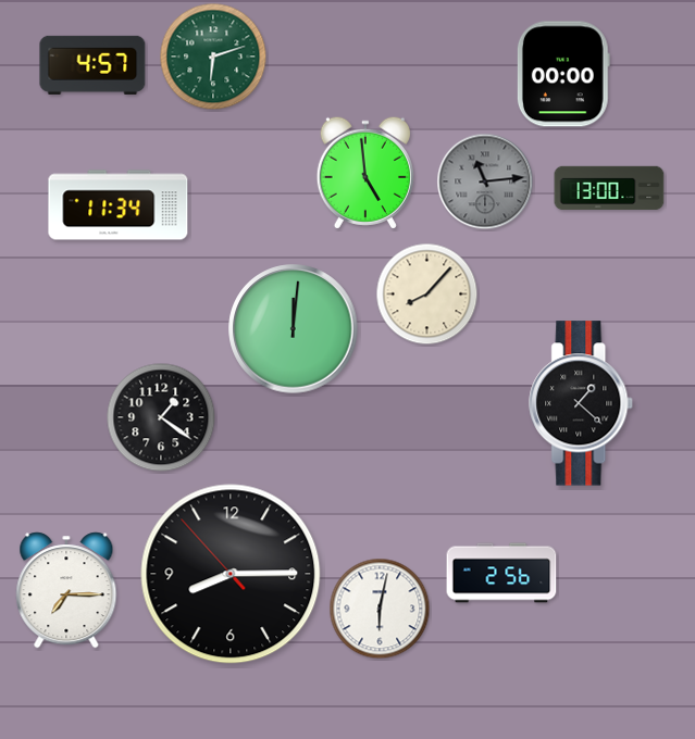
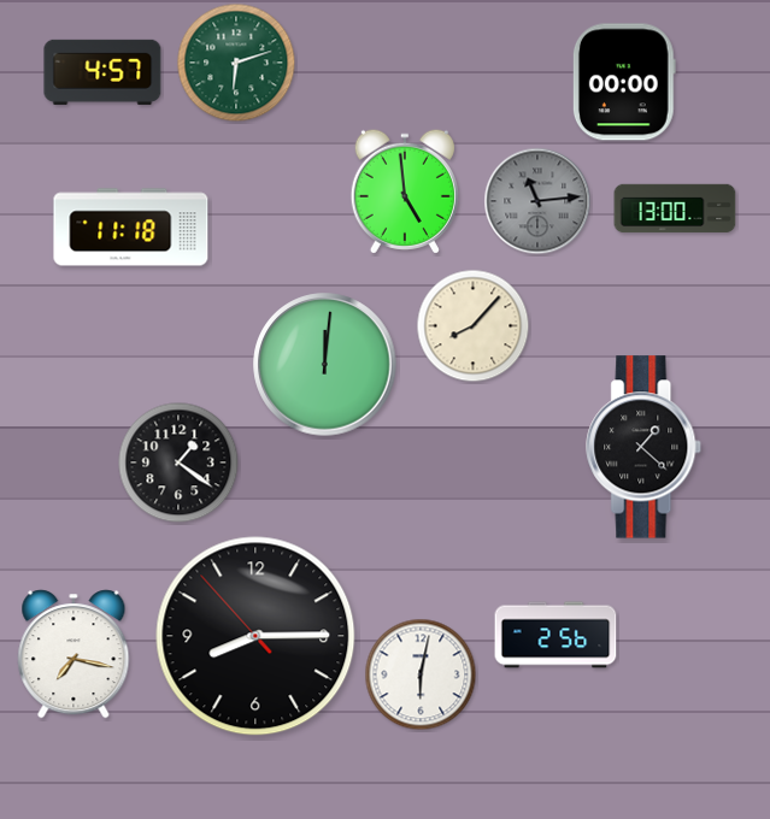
clock at (119, 205): 11:34 -> 11:18
clock at (66, 590): 7:15 -> 7:17
